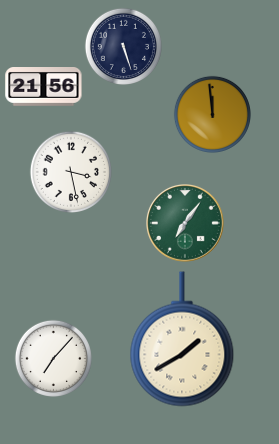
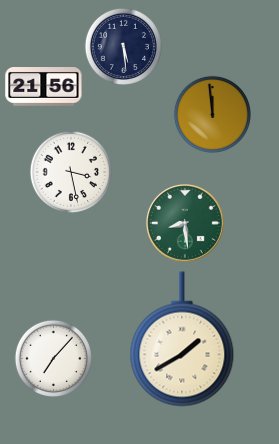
clock at (123, 46): 5:27 -> 5:29
clock at (186, 224): 7:06 -> 8:29
